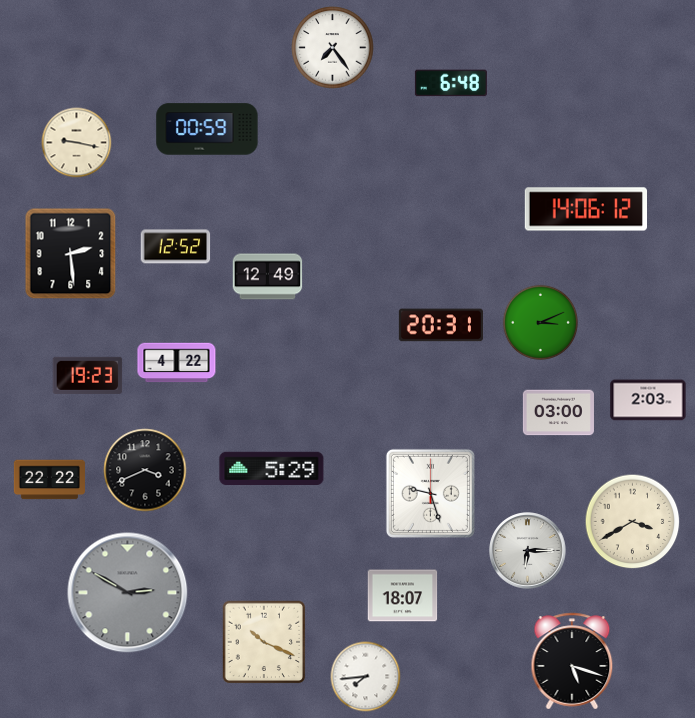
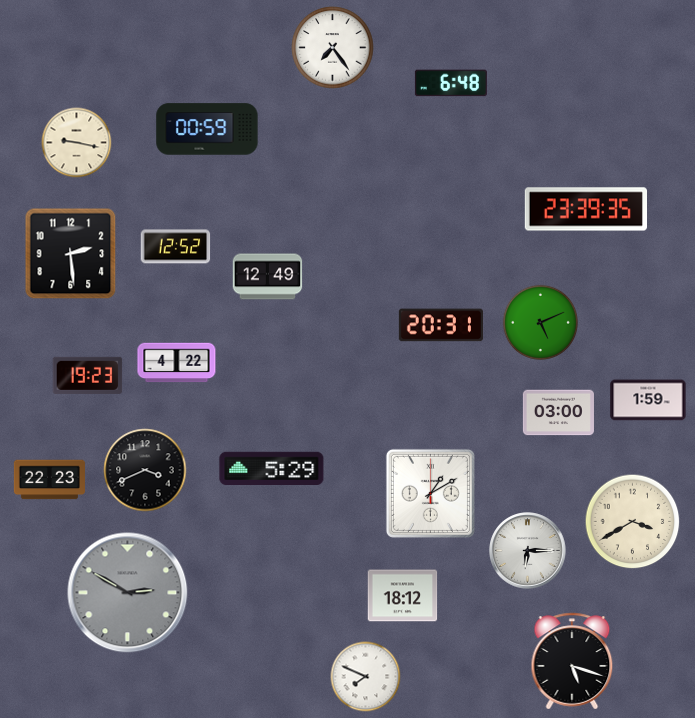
clock at (585, 209): 14:06 -> 23:39
clock at (540, 322): 3:11 -> 5:11
clock at (648, 400): 2:03 -> 1:59
clock at (49, 480): 22:22 -> 22:23
clock at (430, 493): 9:27 -> 1:10
clock at (403, 596): 18:07 -> 18:12
clock at (264, 642): 10:19 -> none
clock at (366, 677): 7:44 -> 7:49
